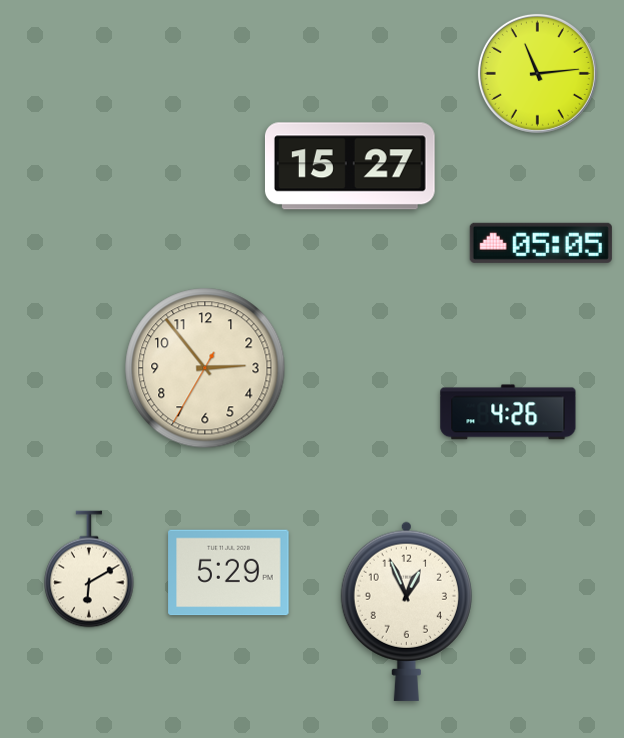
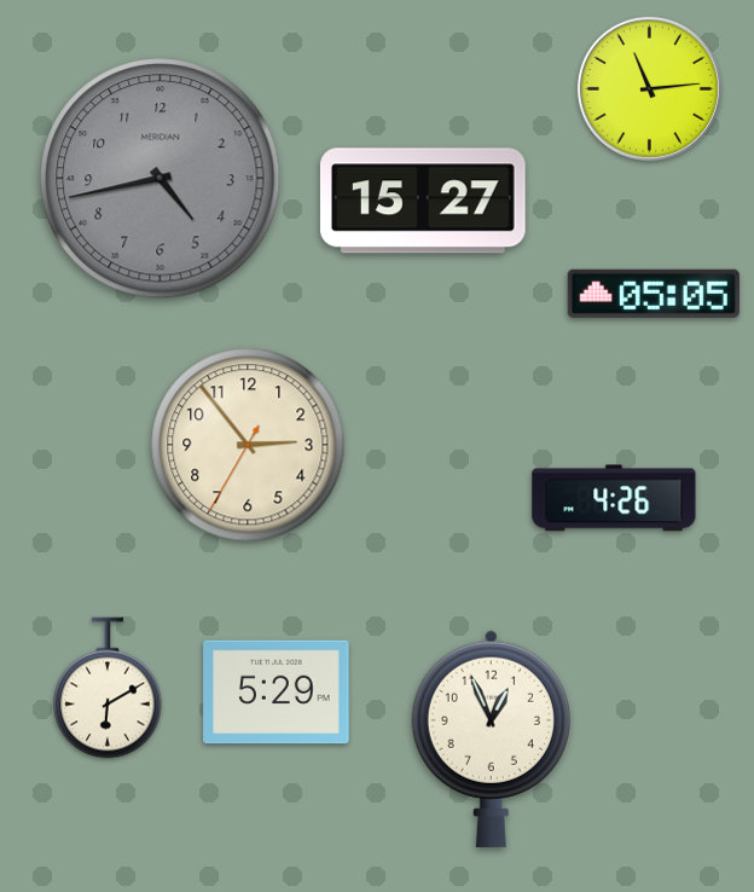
clock at (161, 179): none -> 4:43
